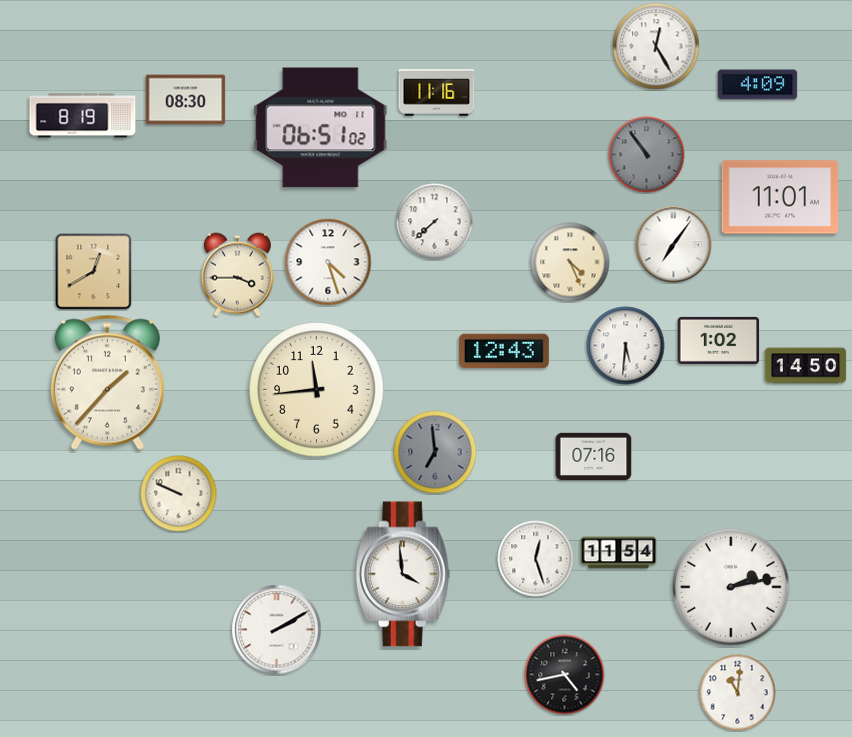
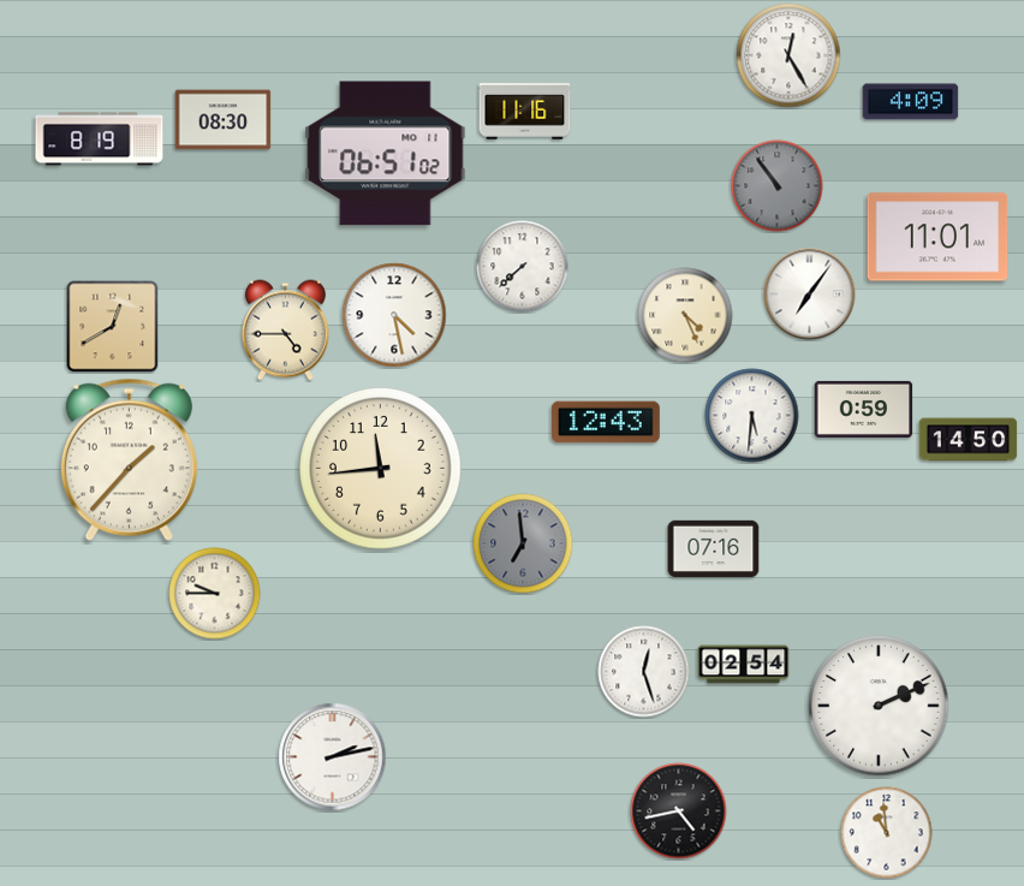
clock at (328, 262): 4:27 -> 4:28
clock at (237, 275): 3:45 -> 4:45
clock at (719, 340): 1:02 -> 0:59
clock at (179, 494): 9:49 -> 9:45
clock at (619, 553): 11:54 -> 02:54
clock at (403, 574): 3:59 -> none
clock at (731, 587): 2:13 -> 2:11
clock at (277, 630): 2:10 -> 2:13
clock at (738, 693): 11:01 -> 10:59
